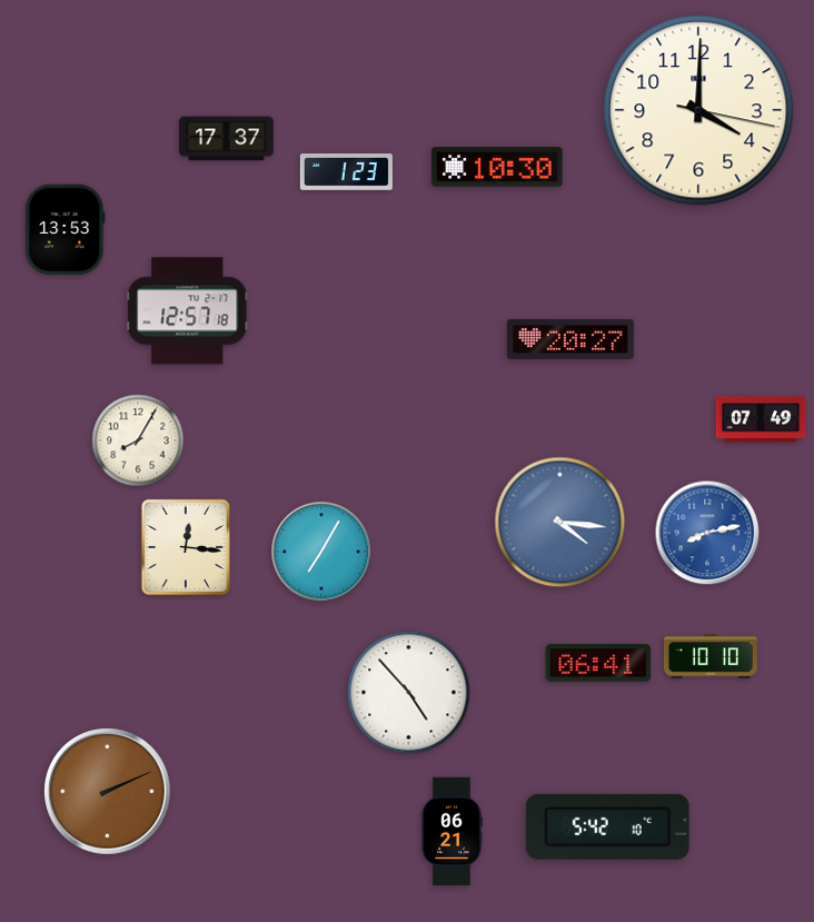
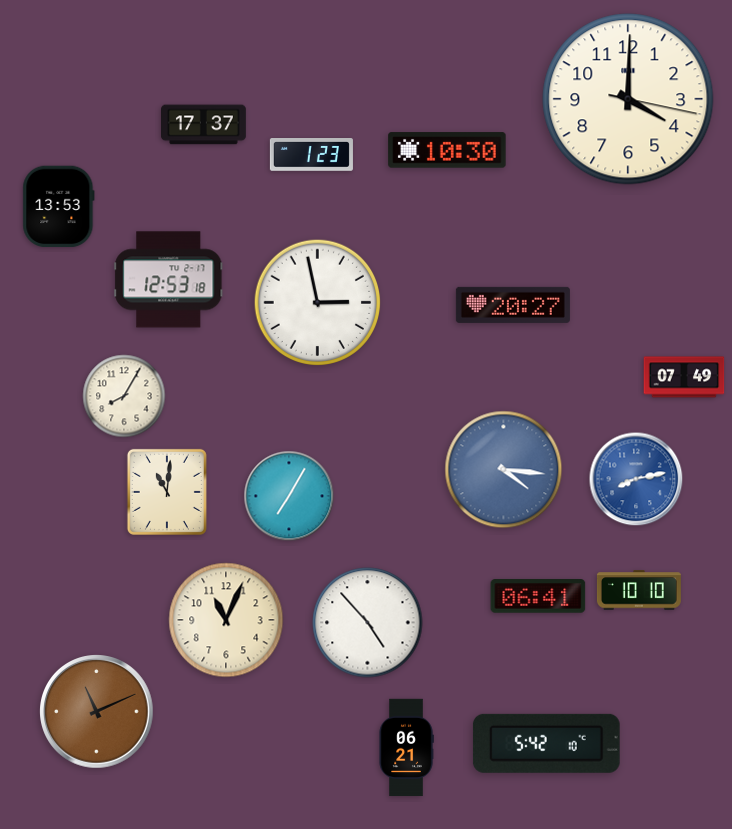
clock at (188, 311): 12:57 -> 12:53
clock at (318, 303): none -> 2:58
clock at (186, 547): 12:16 -> 11:01
clock at (226, 620): none -> 11:04
clock at (108, 792): 2:11 -> 11:11
